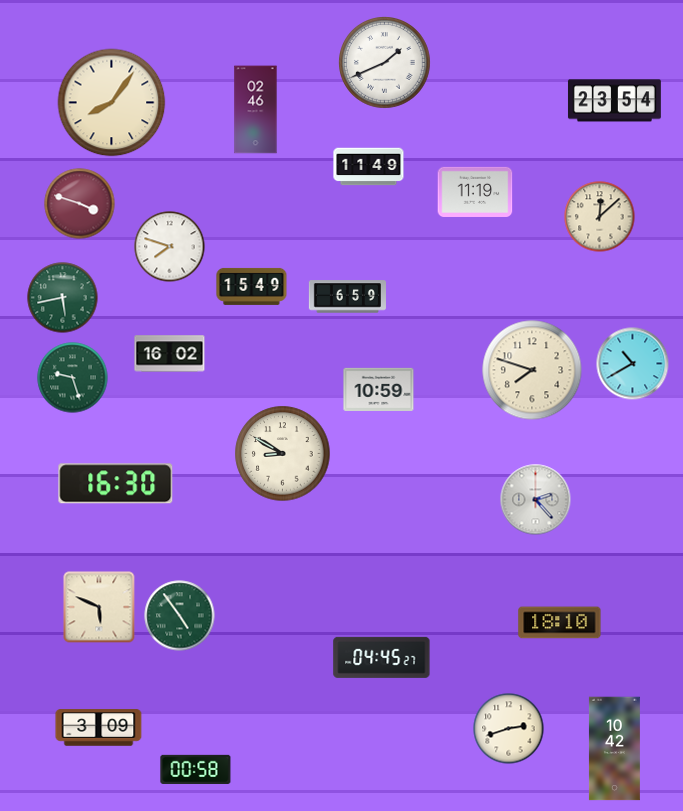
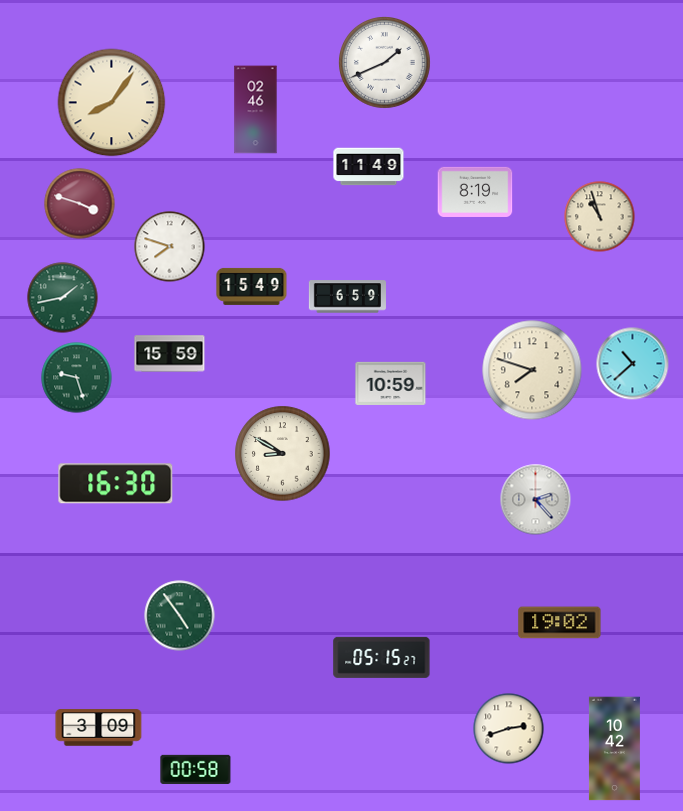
clock at (614, 101): 23:54 -> none
clock at (475, 192): 11:19 -> 8:19
clock at (600, 217): 12:08 -> 10:57
clock at (63, 298): 5:43 -> 1:43
clock at (170, 354): 16:02 -> 15:59
clock at (633, 364): 10:40 -> 10:38
clock at (73, 378) position: (73, 378) -> (77, 378)
clock at (379, 389) position: (379, 389) -> (391, 383)
clock at (99, 607): 5:49 -> none
clock at (560, 623): 18:10 -> 19:02
clock at (382, 657): 04:45 -> 05:15
